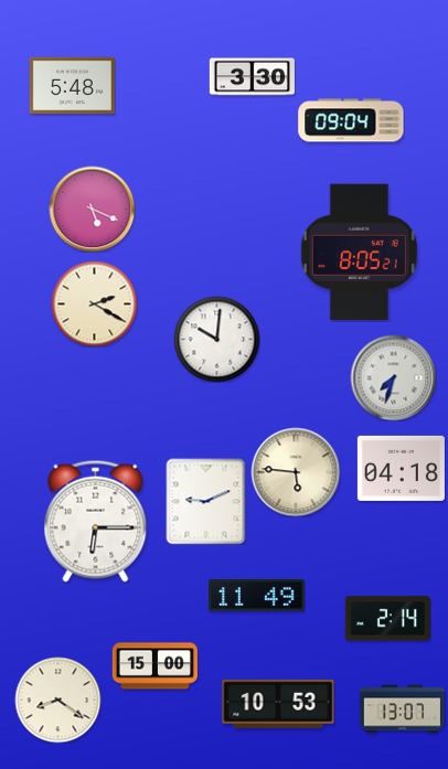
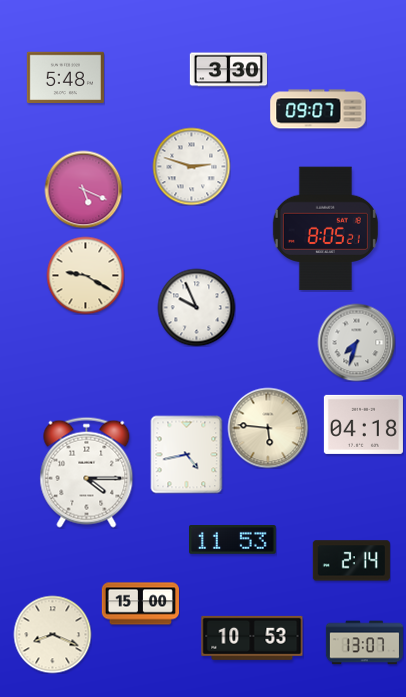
clock at (351, 120): 09:04 -> 09:07
clock at (191, 166): none -> 2:48
clock at (94, 303): 2:20 -> 9:20
clock at (216, 339): 10:01 -> 9:56
clock at (206, 501): 9:11 -> 4:43
clock at (96, 521): 6:15 -> 4:15
clock at (257, 596): 11:49 -> 11:53
clock at (57, 699): 8:21 -> 8:19
